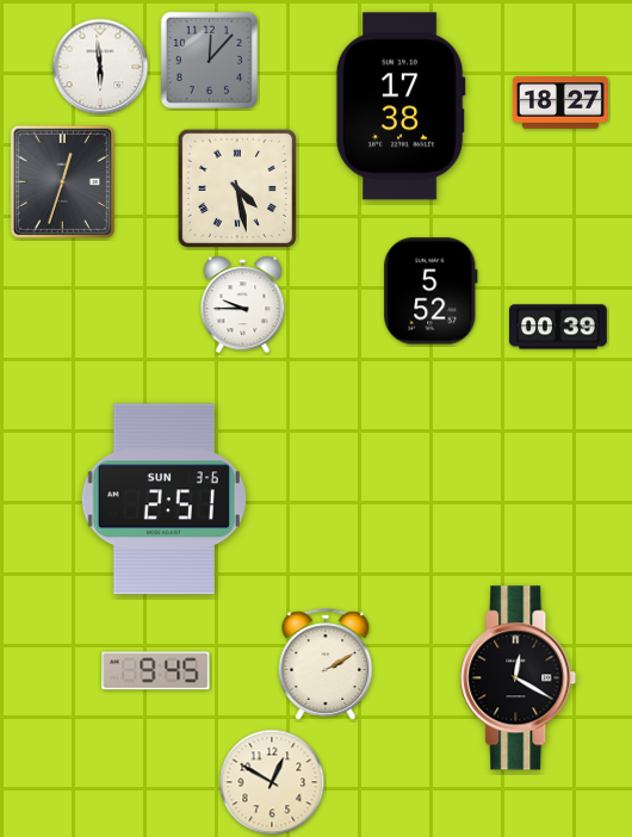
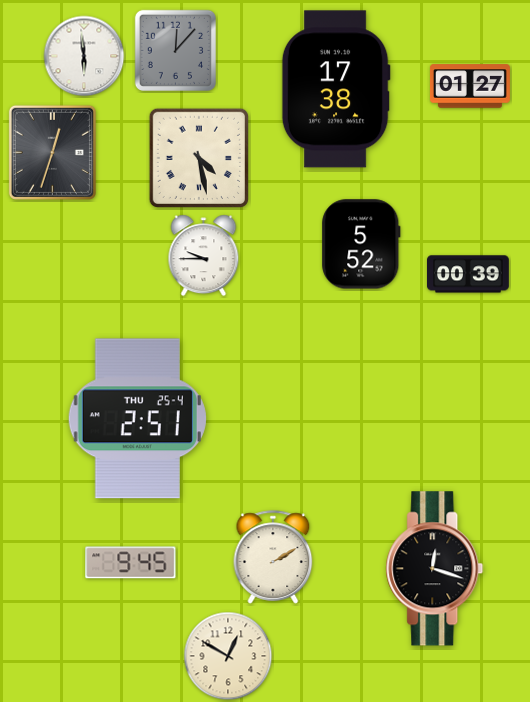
clock at (560, 103): 18:27 -> 01:27
clock at (163, 500) date: SUN 3-6 -> THU 25-4
clock at (519, 678): 12:20 -> 12:18
